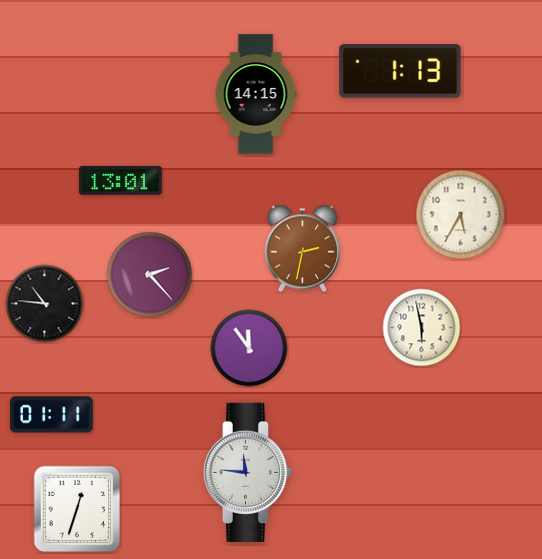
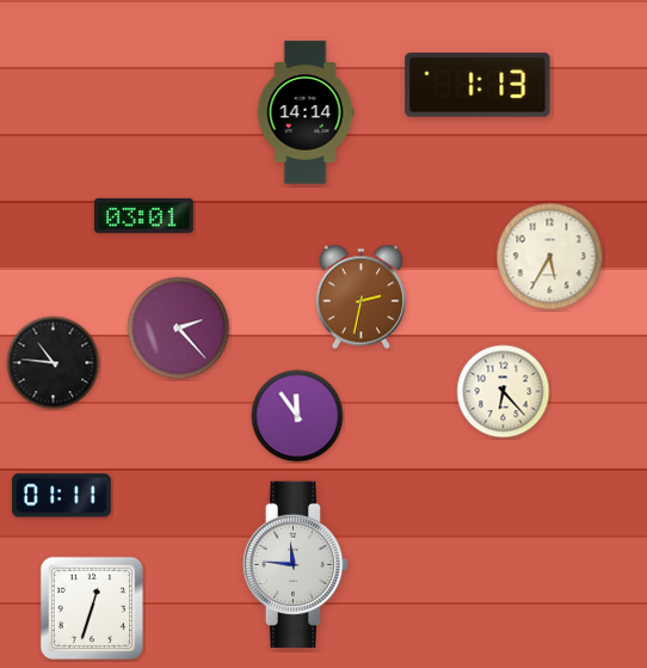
clock at (256, 94): 14:15 -> 14:14
clock at (121, 180): 13:01 -> 03:01
clock at (422, 328): 5:58 -> 6:23
